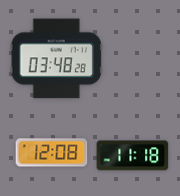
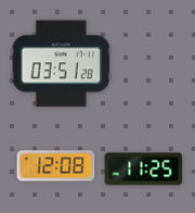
clock at (56, 59): 03:48 -> 03:51
clock at (133, 156): 11:18 -> 11:25
